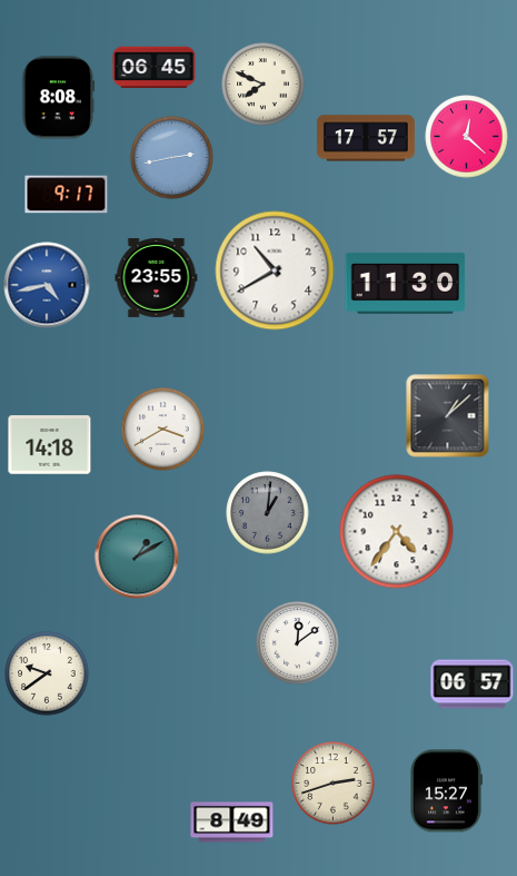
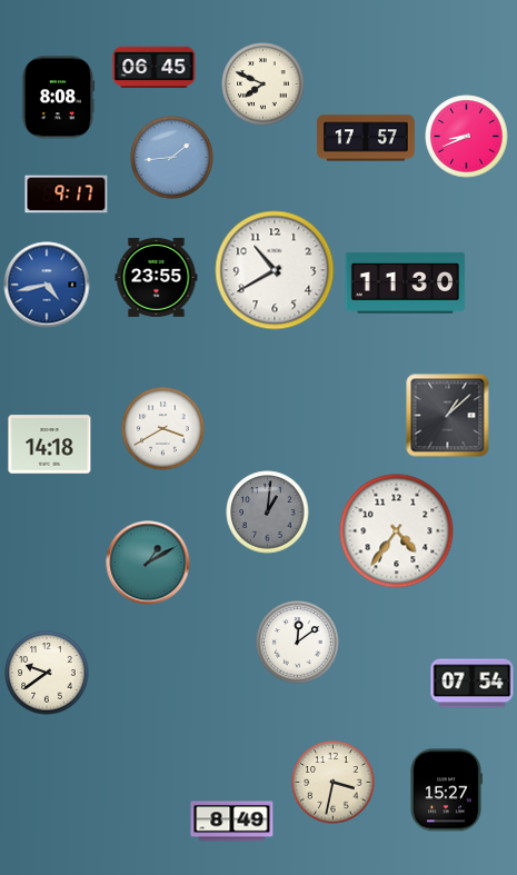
clock at (467, 137): 12:22 -> 8:41
clock at (172, 158): 2:43 -> 1:44
clock at (137, 557) position: (137, 557) -> (148, 563)
clock at (473, 685): 06:57 -> 07:54
clock at (334, 784): 2:42 -> 3:32
